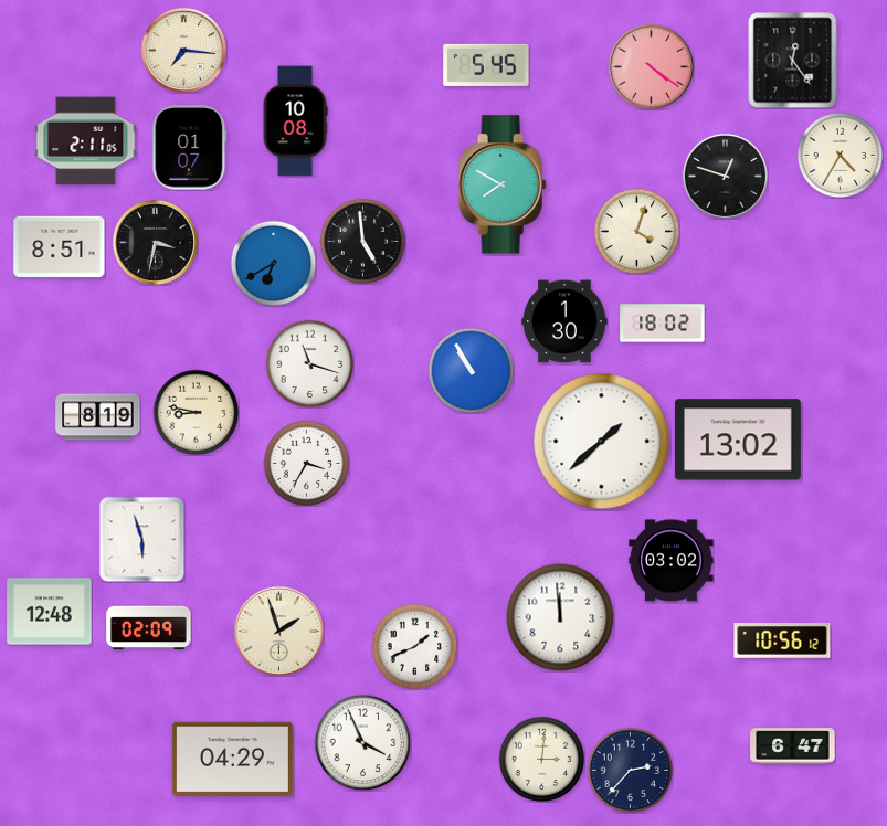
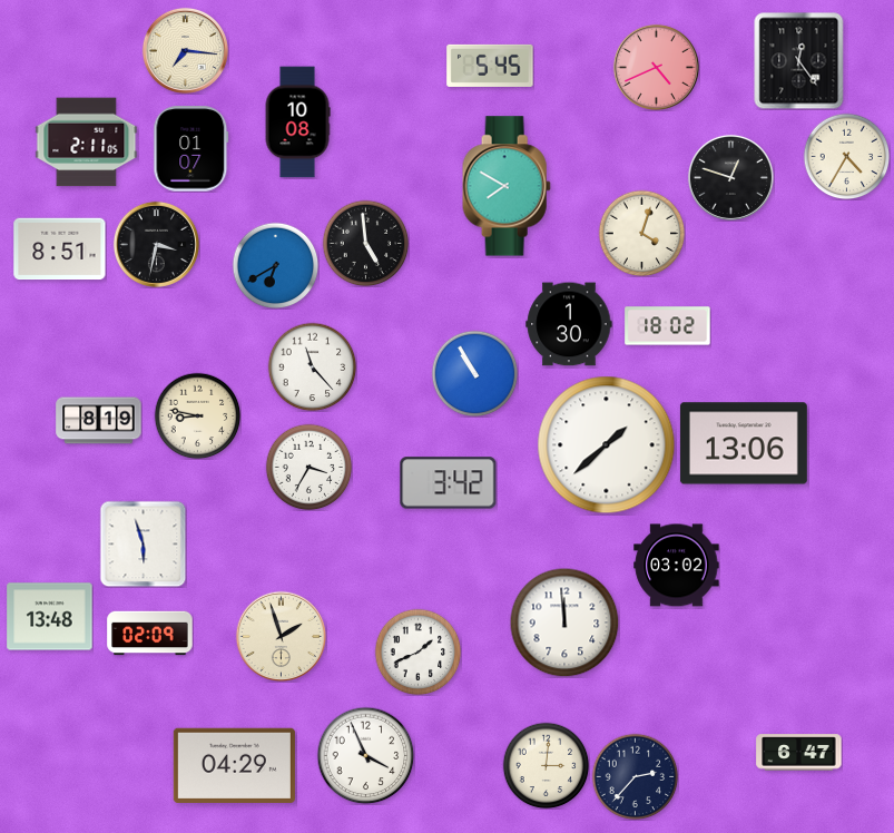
clock at (651, 66): 4:21 -> 4:41
clock at (309, 363): 11:18 -> 11:23
clock at (738, 440): 13:02 -> 13:06
clock at (449, 483): none -> 3:42
clock at (50, 612): 12:48 -> 13:48
clock at (782, 640): 10:56 -> none
clock at (362, 742) position: (362, 742) -> (365, 755)
